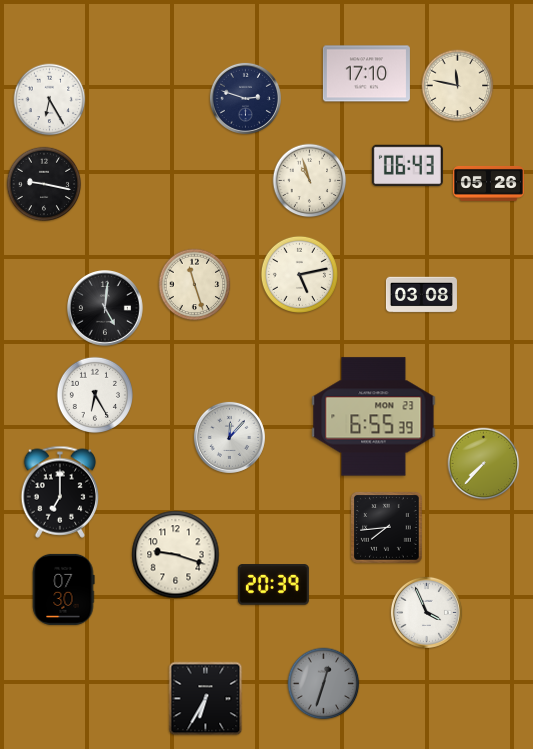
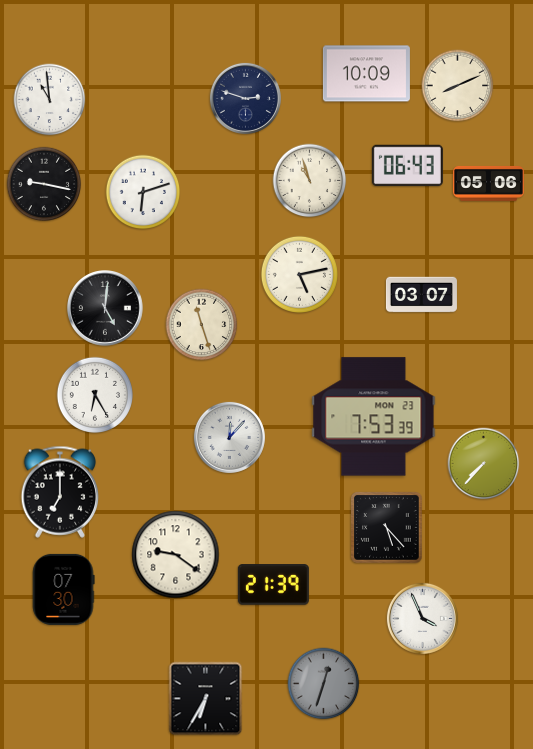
clock at (366, 74): 17:10 -> 10:09
clock at (458, 86): 11:47 -> 8:11
clock at (50, 100): 6:25 -> 10:59
clock at (488, 183): 05:26 -> 05:06
clock at (143, 192): none -> 6:12
clock at (195, 285) position: (195, 285) -> (202, 325)
clock at (421, 295): 03:08 -> 03:07
clock at (374, 417): 6:55 -> 7:53
clock at (387, 528): 7:44 -> 5:23
clock at (176, 555): 9:18 -> 9:21
clock at (273, 585): 20:39 -> 21:39
clock at (426, 612) position: (426, 612) -> (422, 618)
